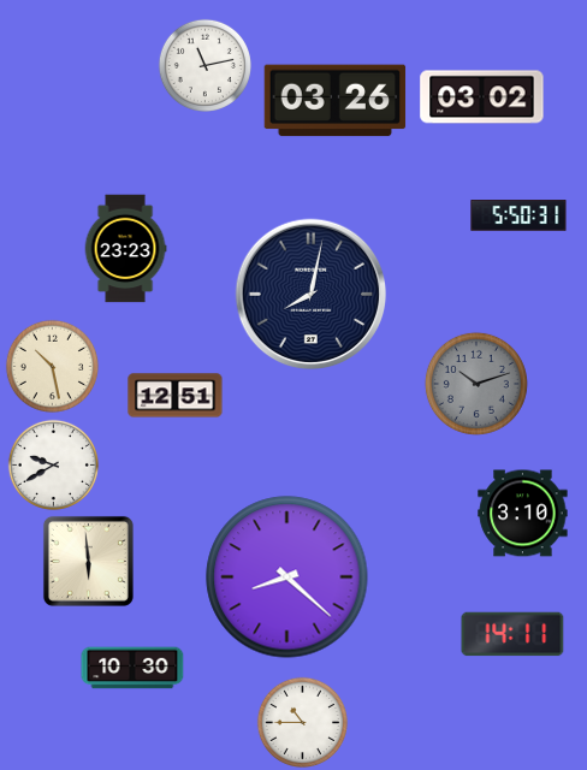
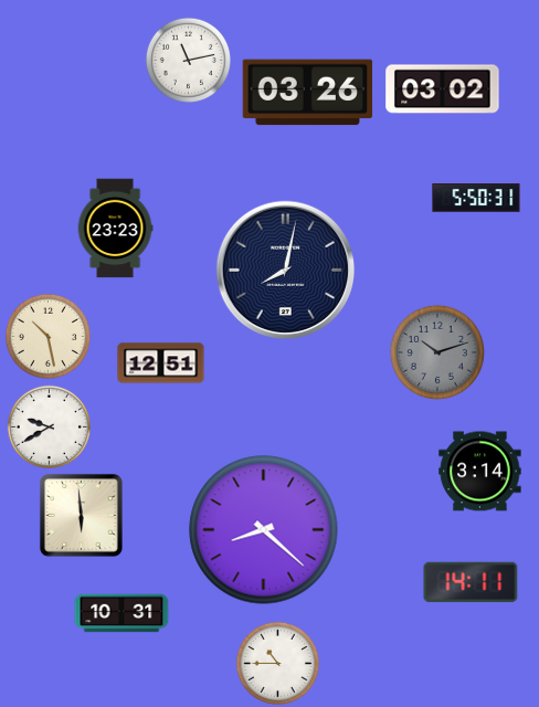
clock at (523, 514): 3:10 -> 3:14
clock at (132, 668): 10:30 -> 10:31
